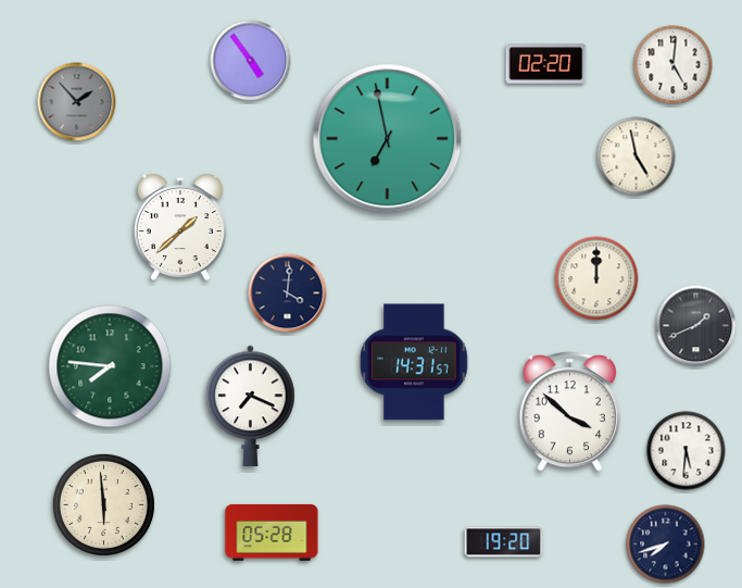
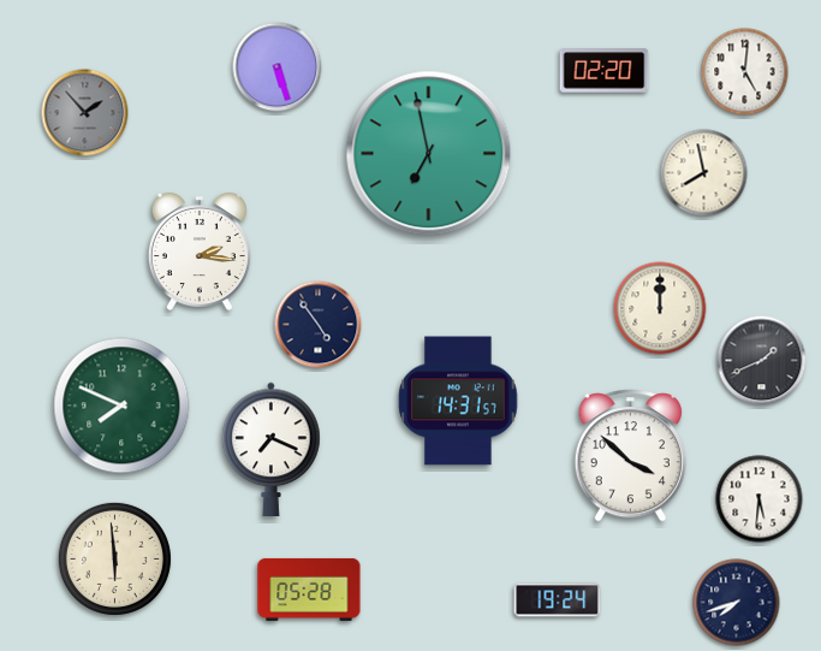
clock at (251, 61): 4:54 -> 5:27
clock at (637, 157): 4:58 -> 7:58
clock at (180, 227): 1:38 -> 2:16
clock at (288, 293): 4:01 -> 4:54
clock at (696, 326) position: (696, 326) -> (762, 361)
clock at (110, 366): 7:46 -> 7:49
clock at (251, 405) position: (251, 405) -> (272, 449)
clock at (272, 533) position: (272, 533) -> (309, 590)
clock at (504, 542): 19:20 -> 19:24
